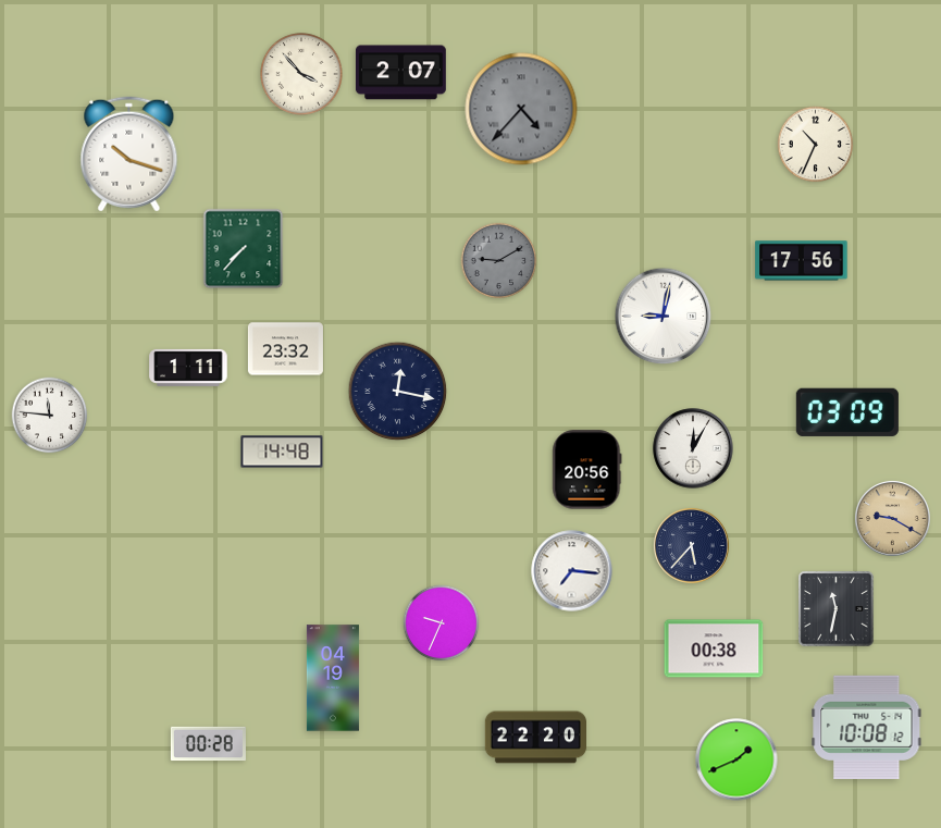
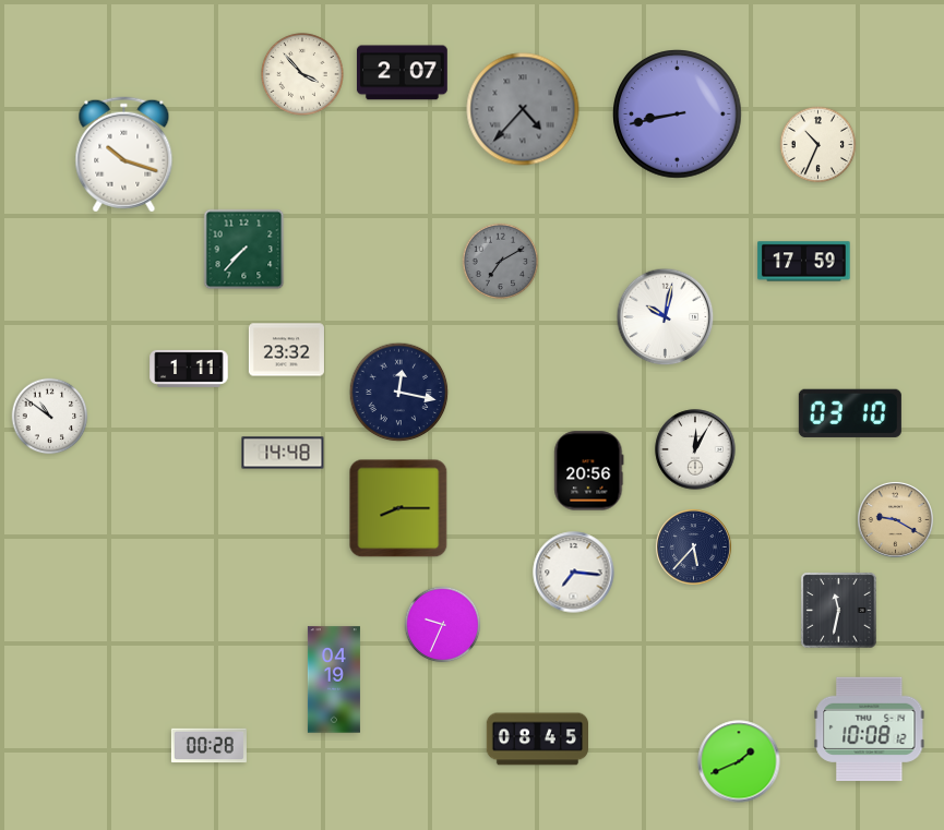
clock at (678, 115): none -> 8:43
clock at (129, 155) position: (129, 155) -> (124, 155)
clock at (499, 261): 9:10 -> 7:10
clock at (802, 261): 17:56 -> 17:59
clock at (664, 317): 9:02 -> 10:02
clock at (847, 412): 03:09 -> 03:10
clock at (50, 416): 11:46 -> 10:51
clock at (398, 508): none -> 8:15
clock at (714, 648): 00:38 -> none
clock at (535, 738): 22:20 -> 08:45
